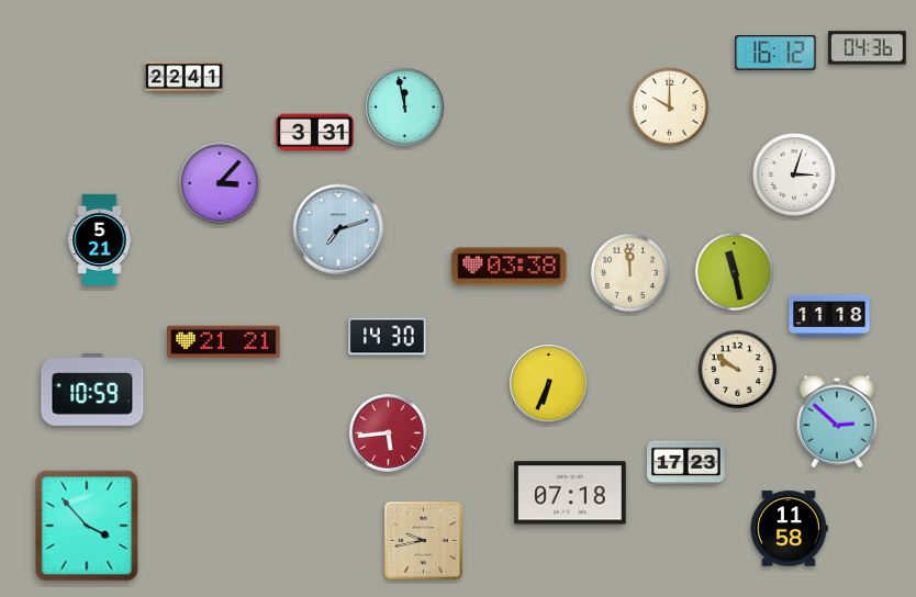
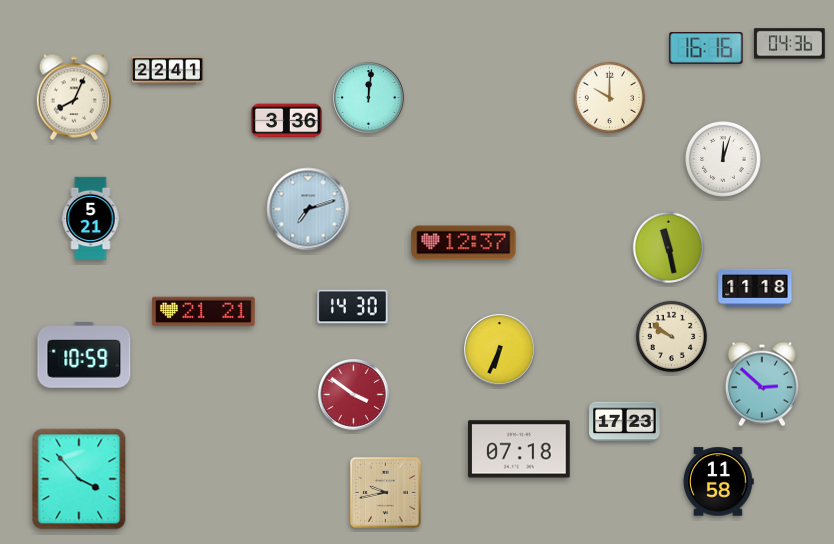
clock at (775, 53): 16:12 -> 16:16
clock at (73, 97): none -> 8:04
clock at (405, 108): 11:58 -> 12:01
clock at (315, 133): 3:31 -> 3:36
clock at (795, 176): 3:03 -> 12:03
clock at (220, 183): 3:07 -> none
clock at (510, 267): 03:38 -> 12:37
clock at (629, 272): 11:59 -> none
clock at (389, 433): 5:44 -> 3:51
